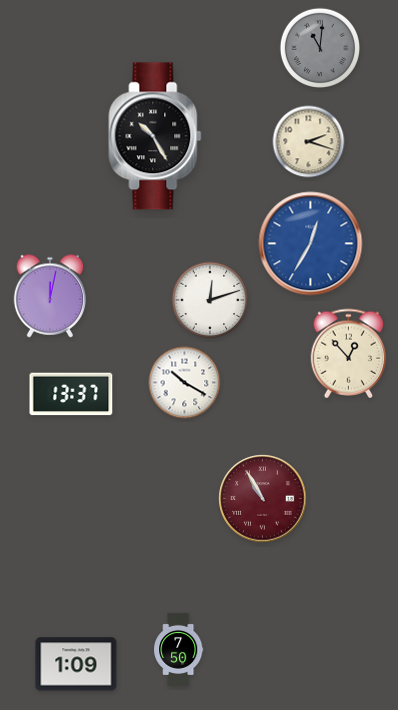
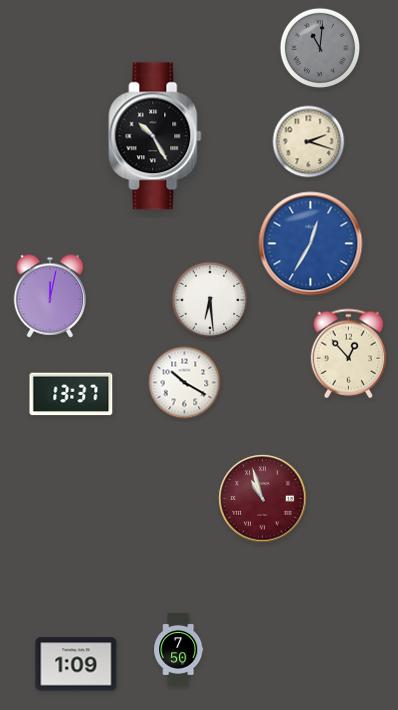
clock at (210, 300): 12:12 -> 6:29
clock at (263, 499): 10:55 -> 10:57
